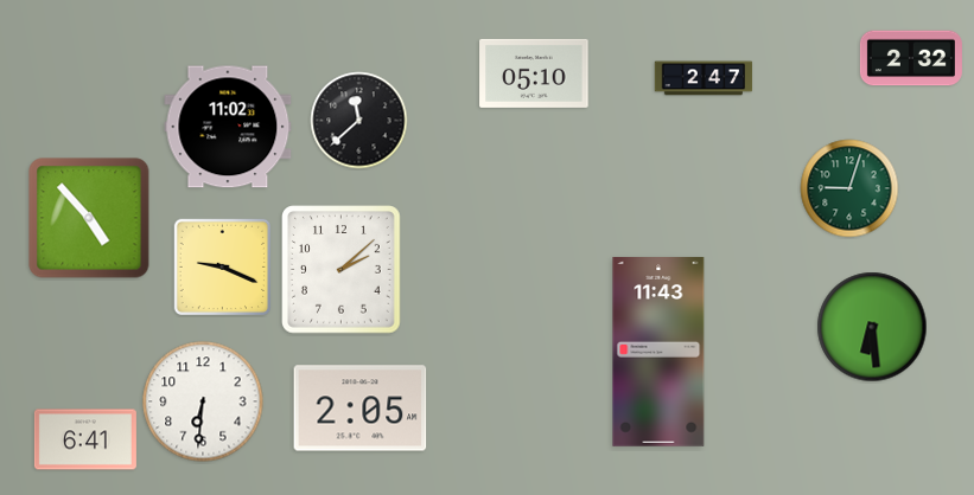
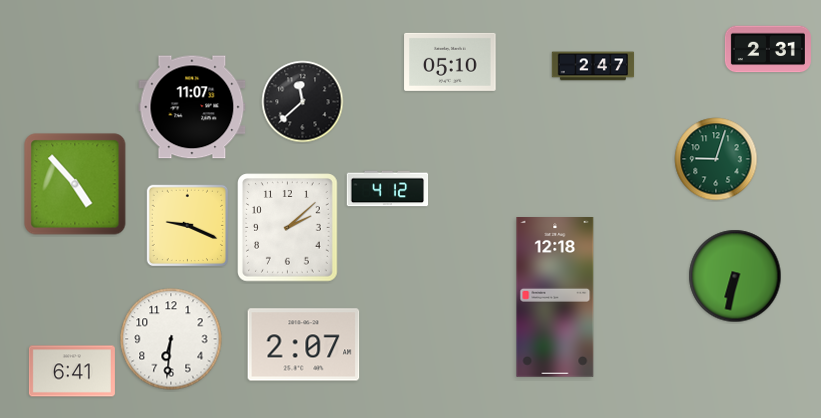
clock at (911, 58): 2:32 -> 2:31
clock at (228, 127): 11:02 -> 11:07
clock at (388, 189): none -> 4:12
clock at (872, 327): 6:29 -> 6:32
clock at (658, 353): 11:43 -> 12:18
clock at (361, 409): 2:05 -> 2:07
